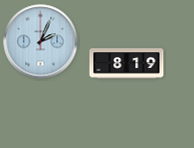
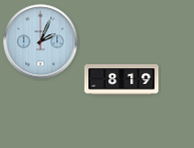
clock at (127, 64) position: (127, 64) -> (122, 80)
